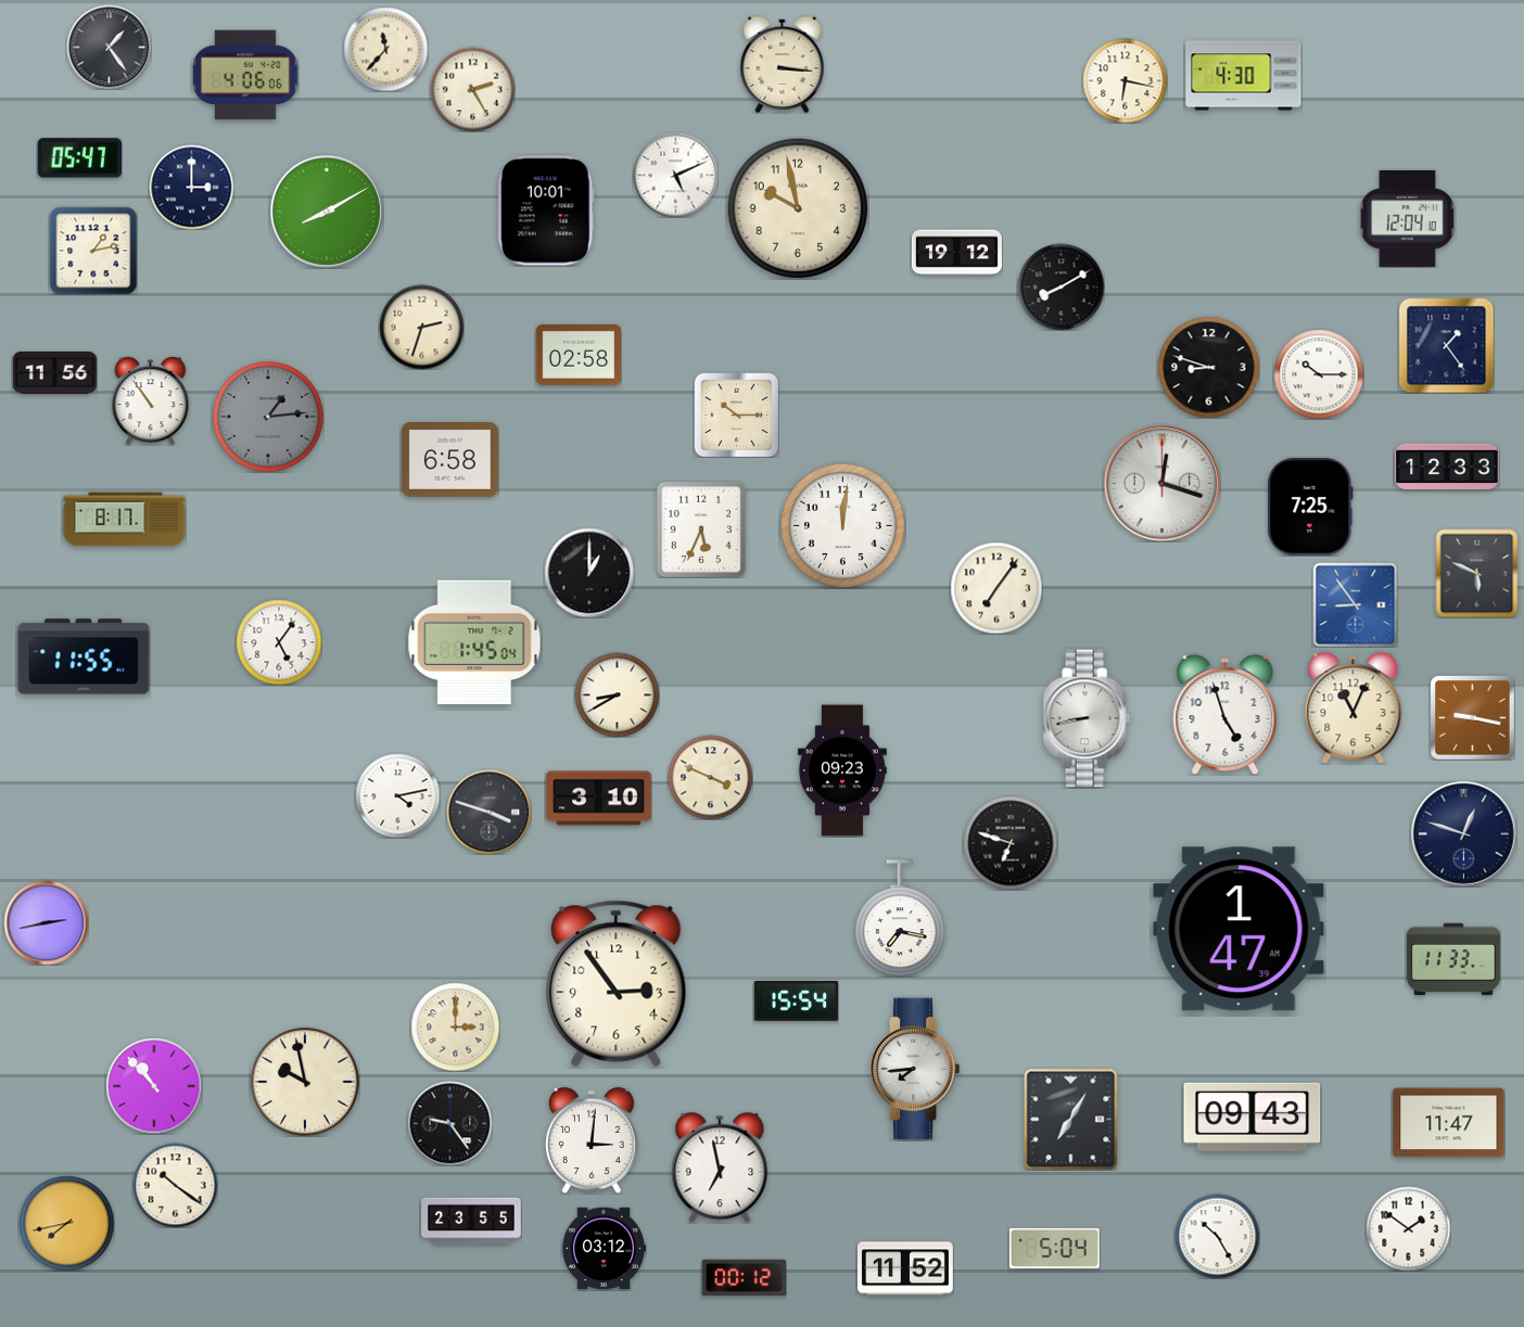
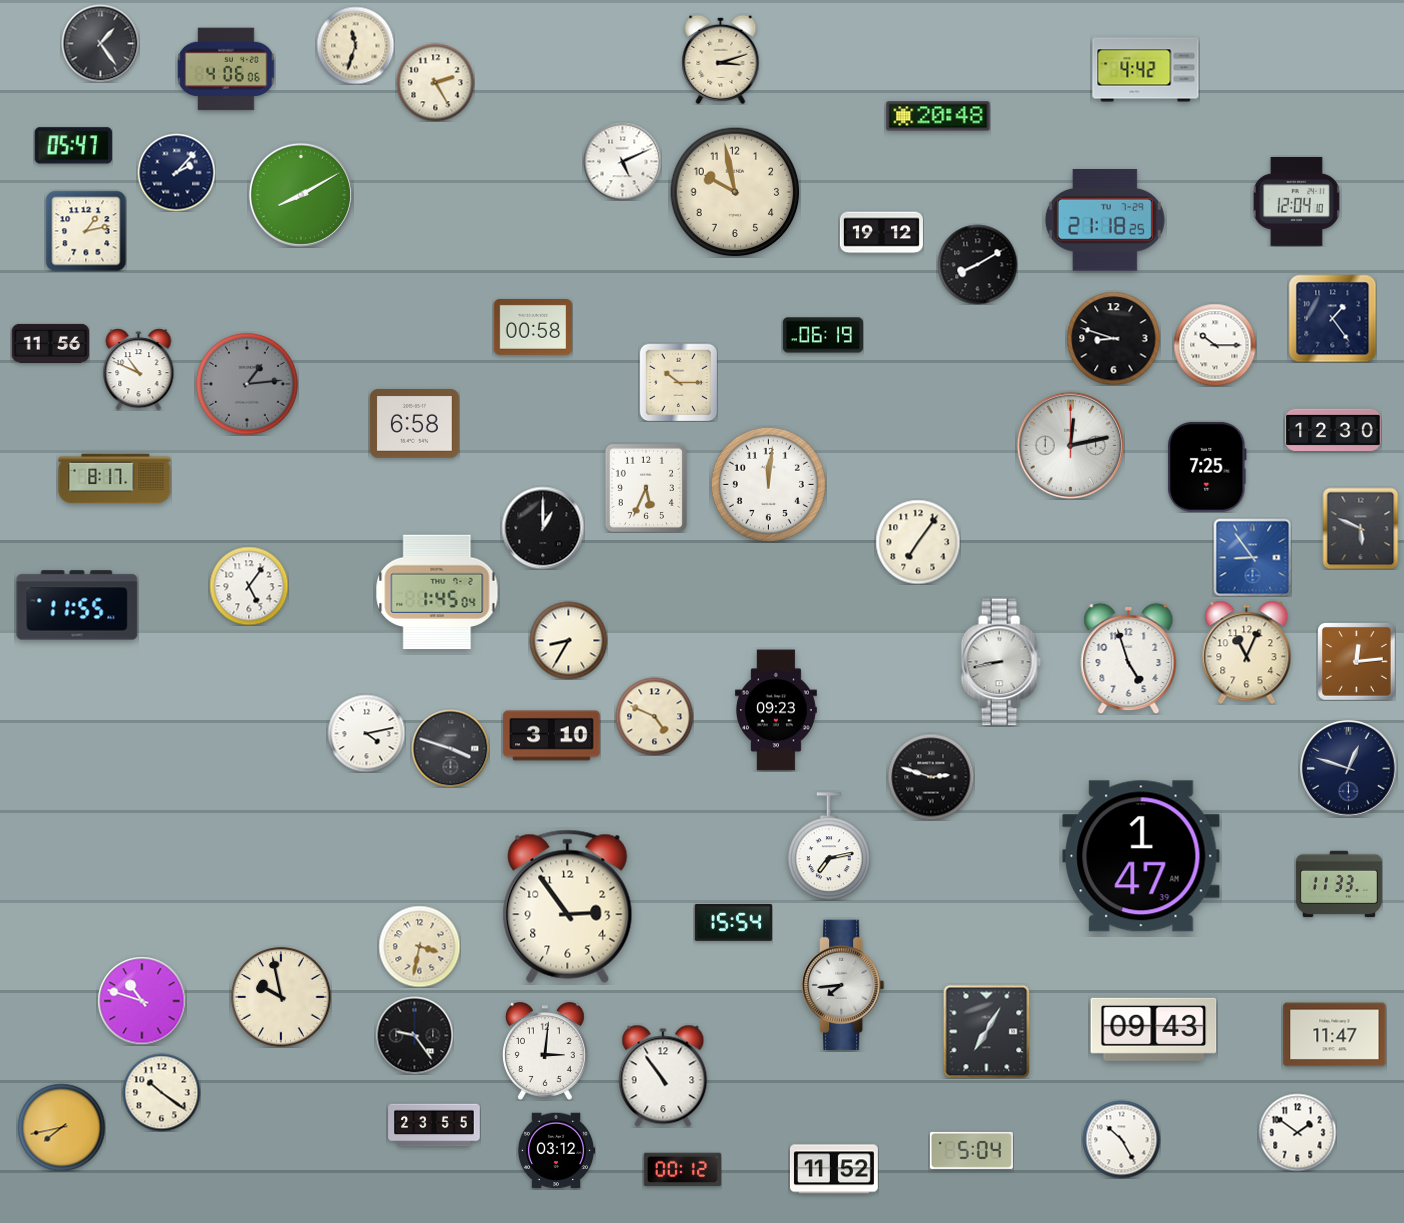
clock at (385, 49): 11:37 -> 11:33
clock at (783, 64): 3:16 -> 3:12
clock at (1244, 76): 4:30 -> 4:42
clock at (1125, 80): 6:17 -> none
clock at (938, 116): none -> 20:48
clock at (191, 187): 3:00 -> 2:07
clock at (546, 210): 10:01 -> none
clock at (1105, 221): none -> 21:18
clock at (421, 327): 2:33 -> none
clock at (579, 356): 02:58 -> 00:58
clock at (822, 335): none -> 06:19
clock at (151, 400): 10:54 -> 10:49
clock at (1447, 467): 12:33 -> 12:30
clock at (1161, 483): 12:18 -> 12:13
clock at (842, 525) position: (842, 525) -> (768, 484)
clock at (1355, 604) position: (1355, 604) -> (1252, 557)
clock at (279, 642) position: (279, 642) -> (249, 586)
clock at (617, 694): 8:40 -> 8:35
clock at (1472, 717): 9:17 -> 12:14
clock at (710, 777): 3:49 -> 4:49
clock at (1011, 843): 6:48 -> 2:48
clock at (900, 918): 7:17 -> 7:13
clock at (46, 922): 2:43 -> none
clock at (455, 1026): 3:00 -> 3:32
clock at (154, 1086): 10:53 -> 10:48
clock at (720, 1167): 6:58 -> 10:54
clock at (744, 1278) position: (744, 1278) -> (682, 1170)
